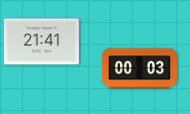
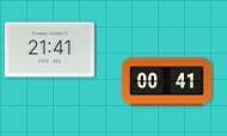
clock at (139, 69): 00:03 -> 00:41
